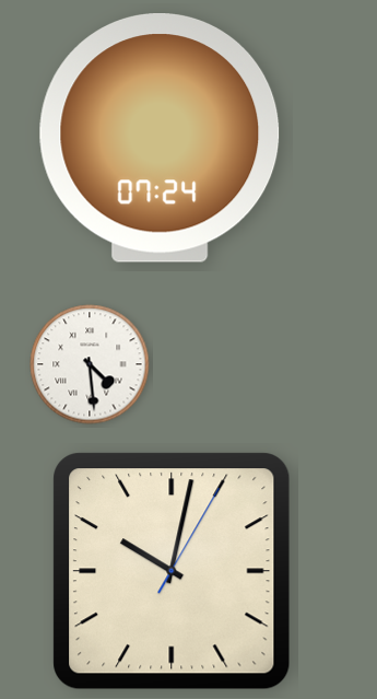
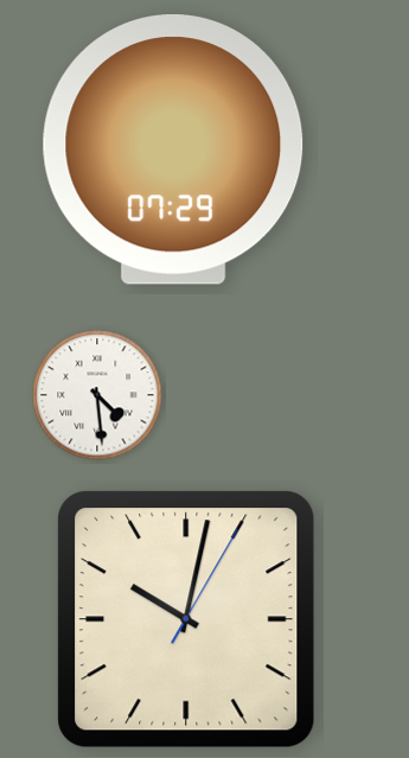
clock at (160, 138): 07:24 -> 07:29
